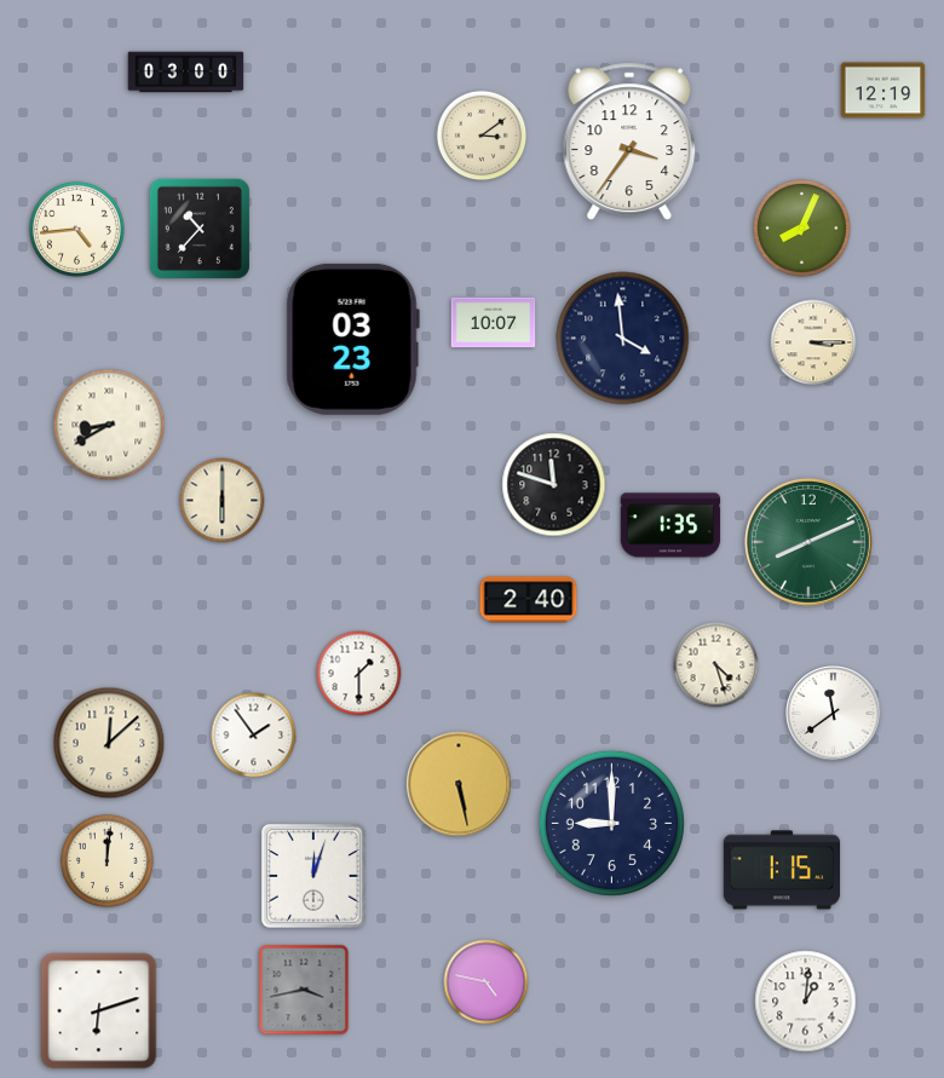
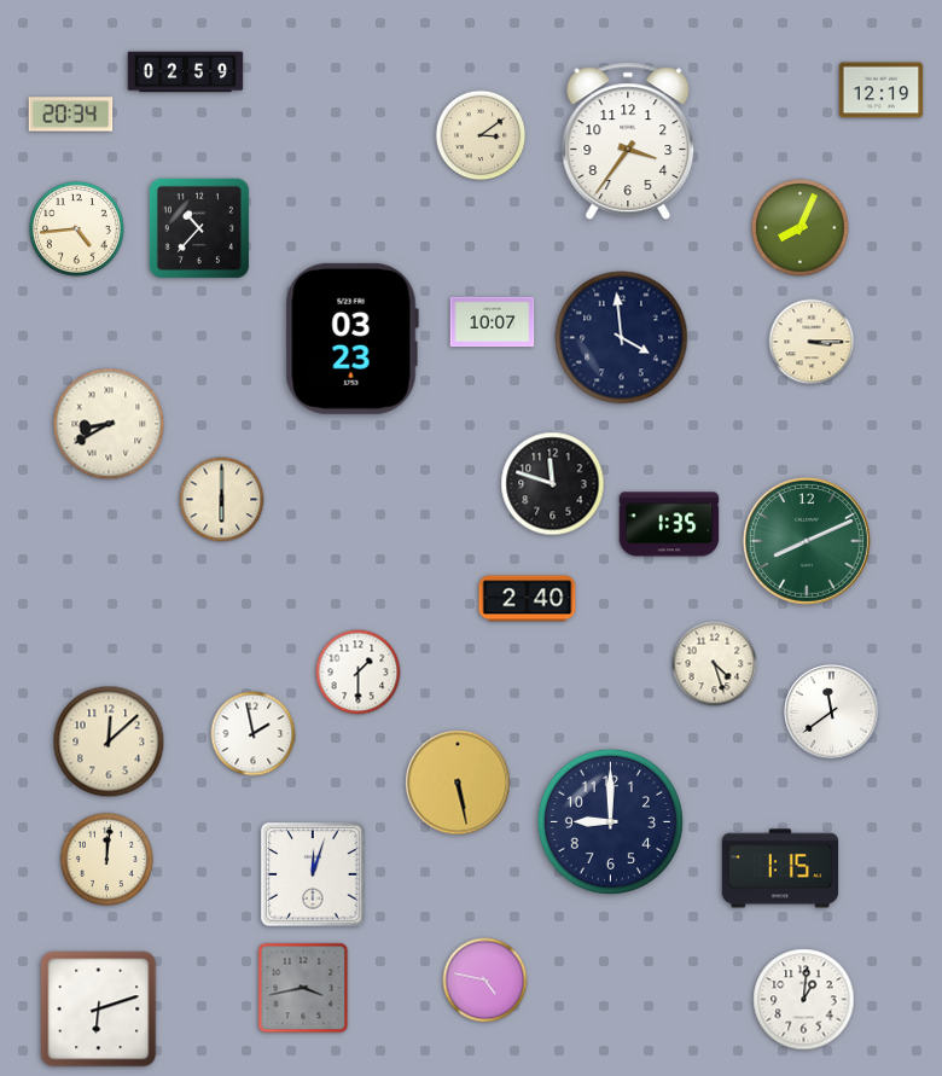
clock at (186, 73): 03:00 -> 02:59
clock at (71, 115): none -> 20:34
clock at (254, 736): 1:54 -> 1:58
